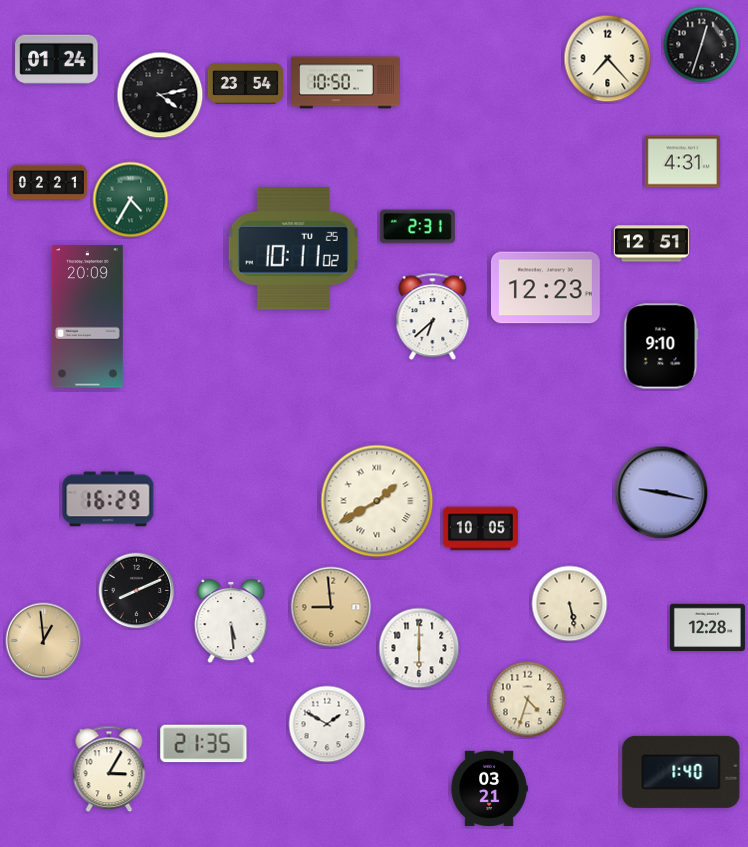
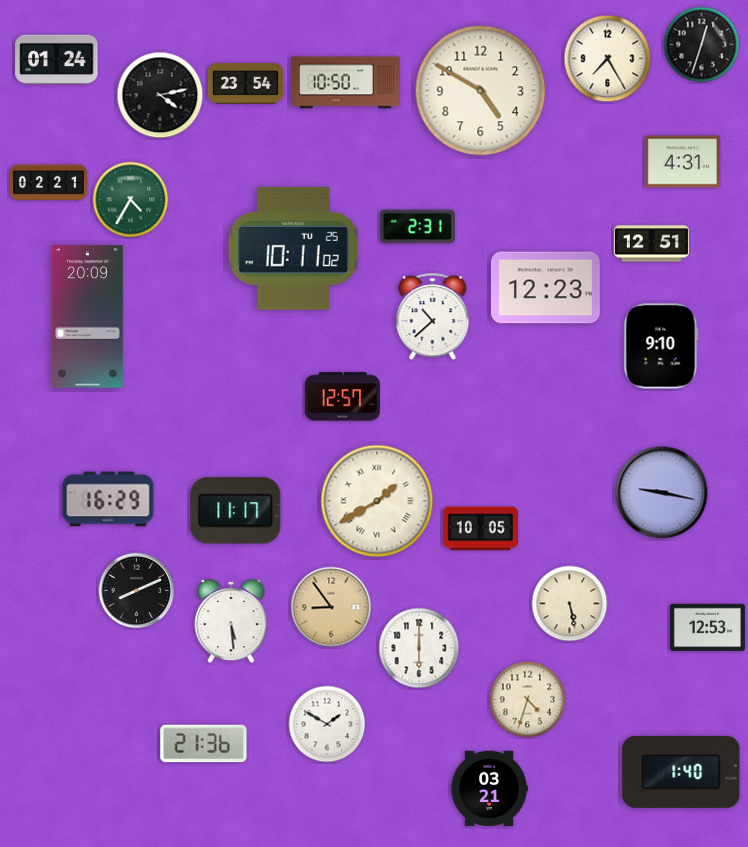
clock at (608, 59): 7:23 -> 7:25
clock at (481, 91): none -> 4:50
clock at (433, 317): 6:38 -> 10:38
clock at (342, 397): none -> 12:57
clock at (236, 511): none -> 11:17
clock at (331, 607): 8:59 -> 8:54
clock at (707, 627): 12:28 -> 12:53
clock at (44, 641): 12:59 -> none
clock at (204, 744): 21:35 -> 21:36
clock at (109, 769): 3:05 -> none
